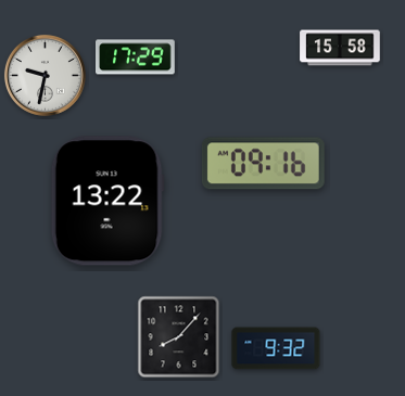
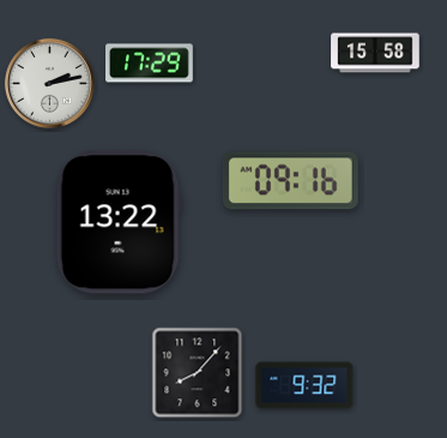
clock at (45, 75): 9:32 -> 2:13
